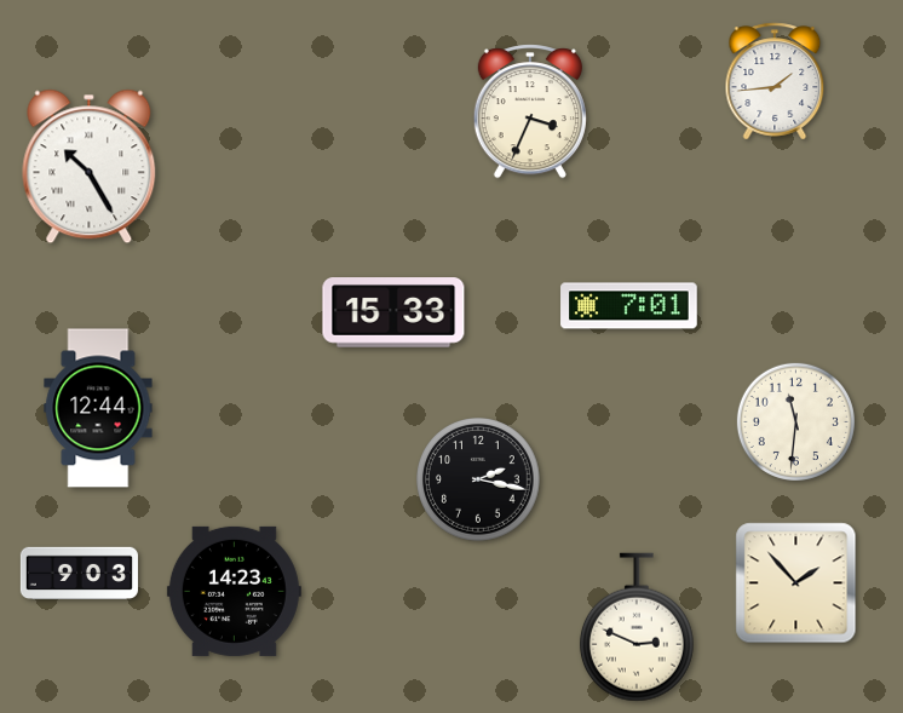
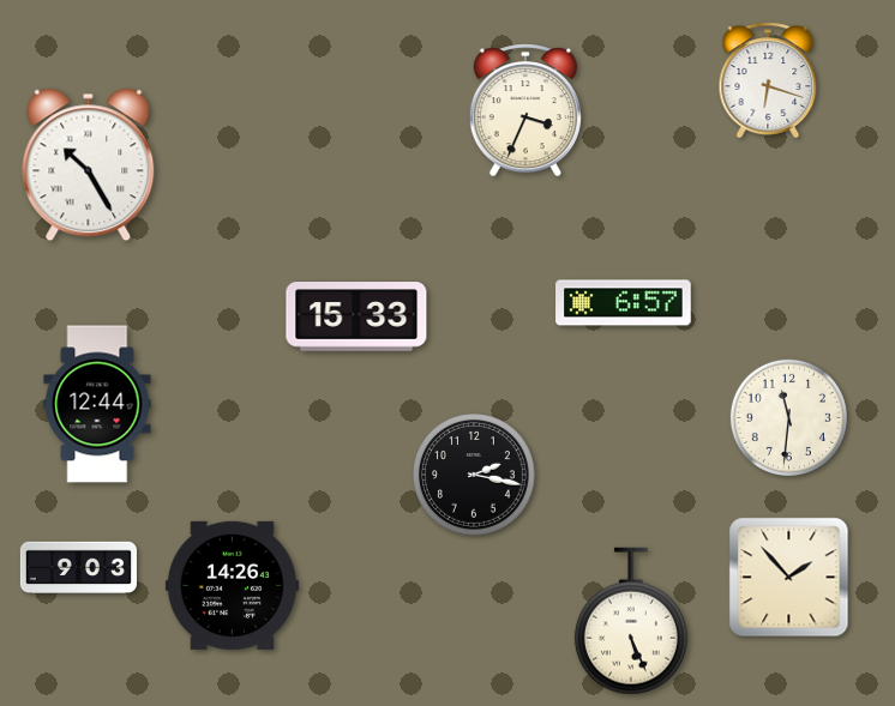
clock at (775, 81): 1:44 -> 6:18
clock at (629, 306): 7:01 -> 6:57
clock at (393, 312) position: (393, 312) -> (356, 316)
clock at (234, 591): 14:23 -> 14:26
clock at (637, 627): 2:49 -> 5:26
